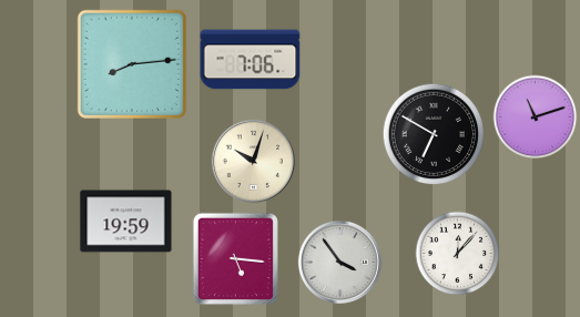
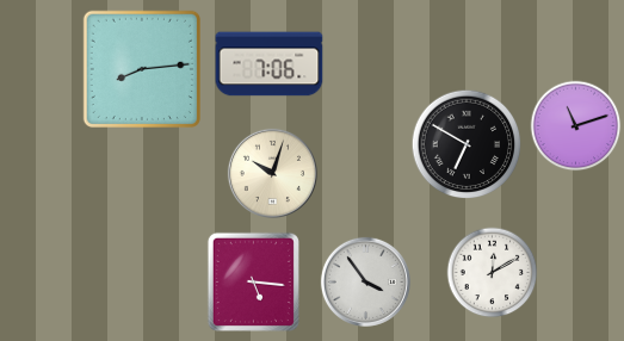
clock at (126, 222): 19:59 -> none
clock at (458, 254): 12:07 -> 12:10
clock at (235, 258) position: (235, 258) -> (253, 281)
